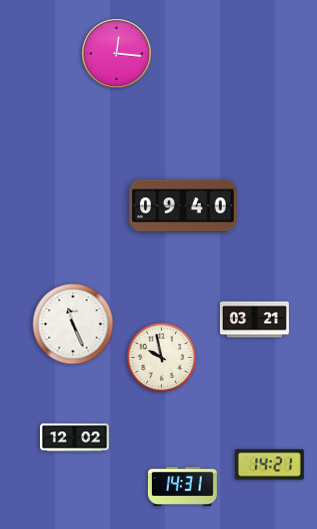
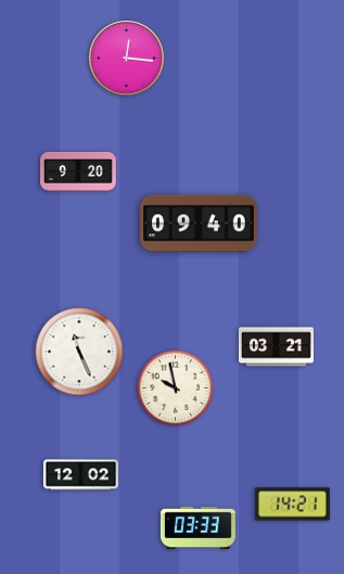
clock at (78, 171): none -> 9:20
clock at (182, 486): 14:31 -> 03:33
